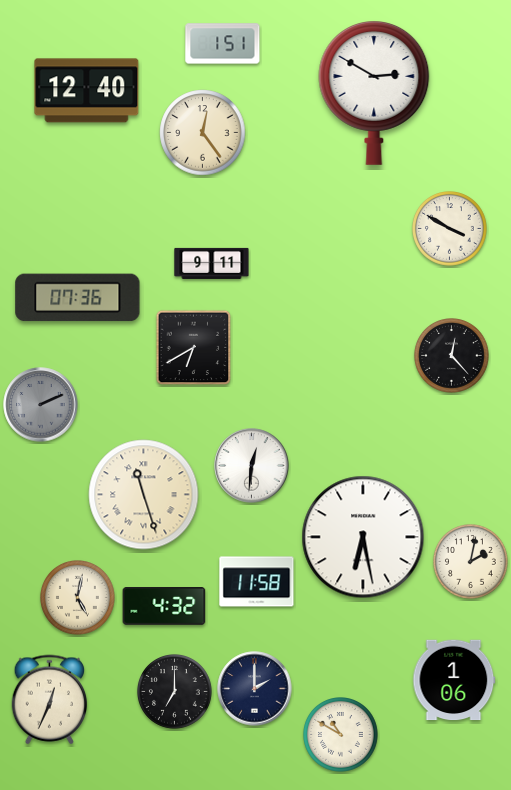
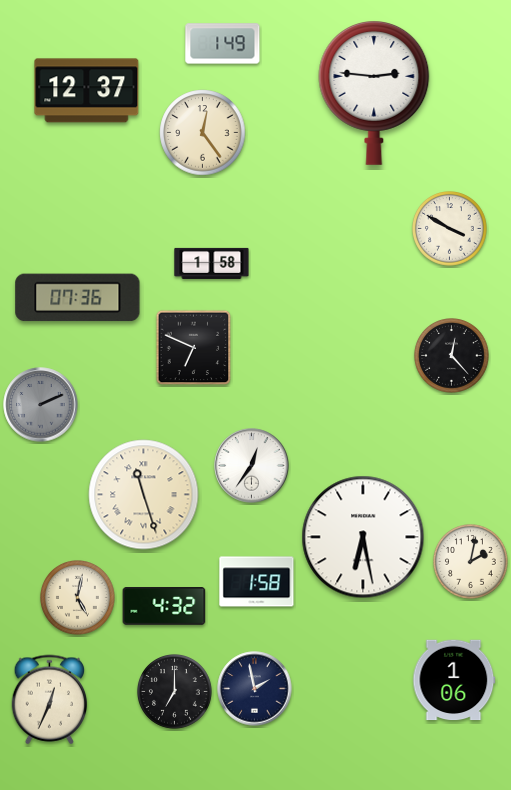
clock at (223, 44): 1:51 -> 1:49
clock at (87, 91): 12:40 -> 12:37
clock at (374, 93): 2:50 -> 2:46
clock at (212, 263): 9:11 -> 1:58
clock at (194, 348): 6:40 -> 6:49
clock at (252, 466): 12:31 -> 12:36
clock at (257, 582): 11:58 -> 1:58
clock at (255, 689): 2:00 -> 1:58
clock at (341, 735): 10:50 -> none
